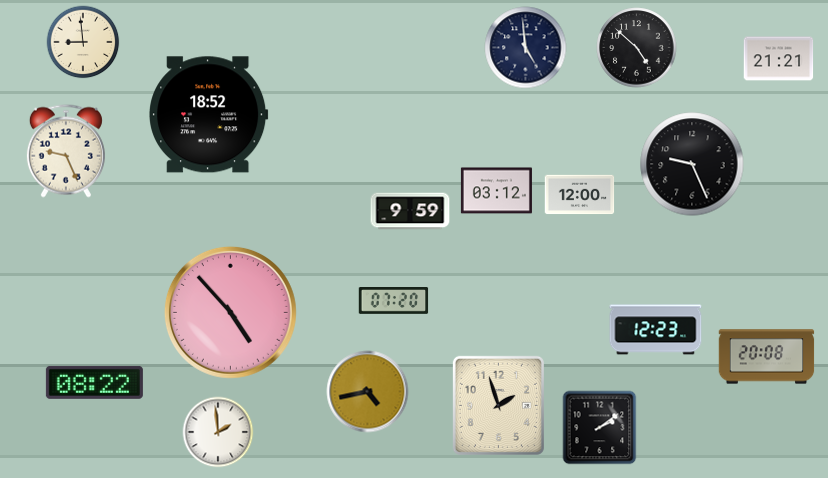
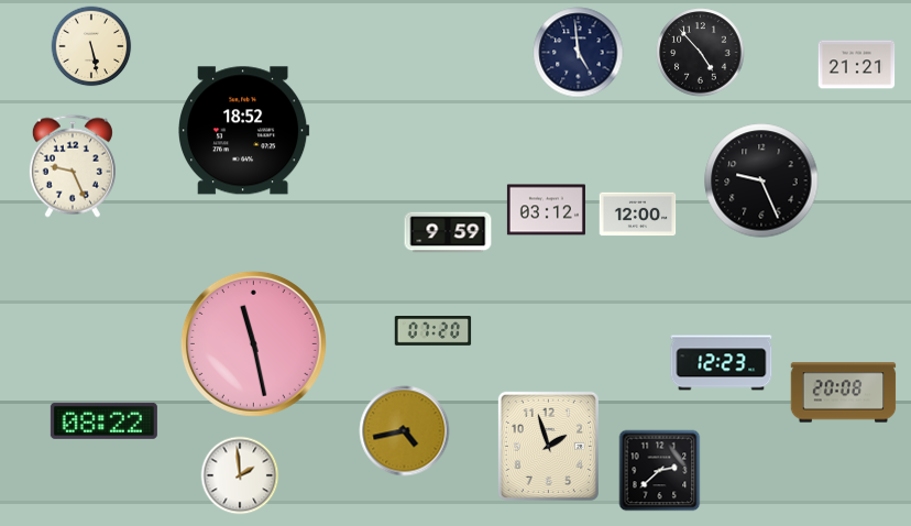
clock at (83, 42): 8:59 -> 5:28
clock at (637, 48): 4:52 -> 4:53
clock at (209, 115) position: (209, 115) -> (244, 131)
clock at (410, 211) position: (410, 211) -> (448, 232)
clock at (230, 312): 4:53 -> 11:28
clock at (600, 428): 2:09 -> 2:38
